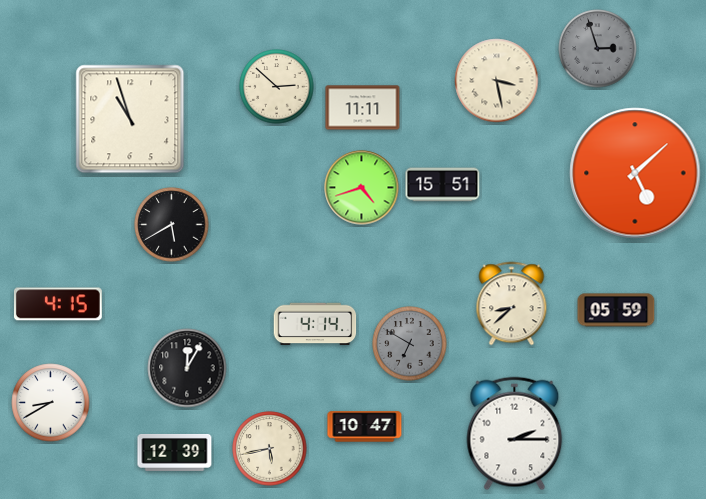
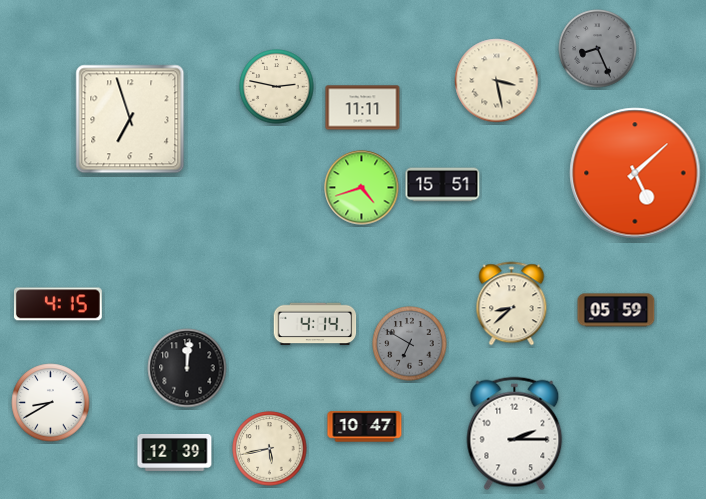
clock at (598, 49): 2:57 -> 8:26
clock at (277, 87): 2:52 -> 2:47
clock at (130, 119): 10:57 -> 6:57
clock at (172, 225): 5:40 -> none
clock at (187, 368): 12:05 -> 12:01
